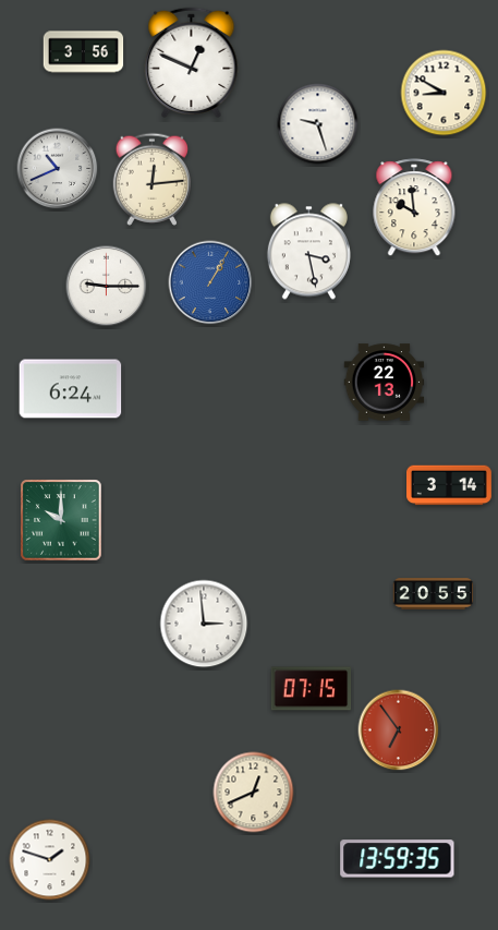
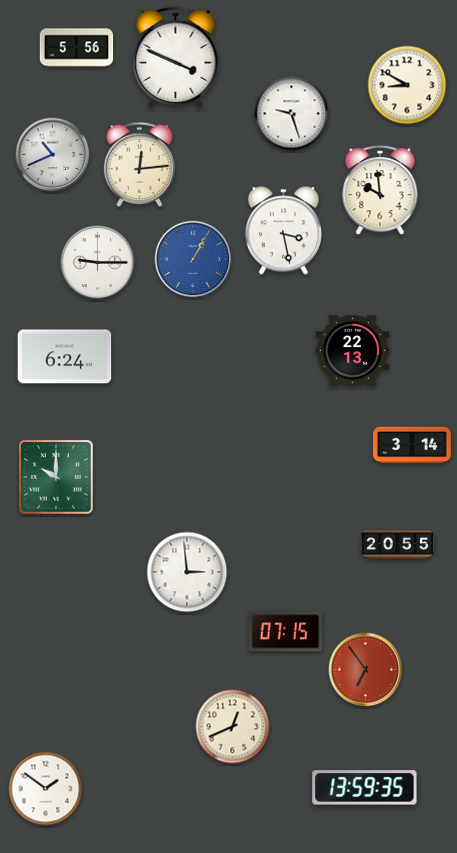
clock at (84, 52): 3:56 -> 5:56
clock at (192, 62): 12:49 -> 3:49
clock at (50, 860): 1:48 -> 1:51
